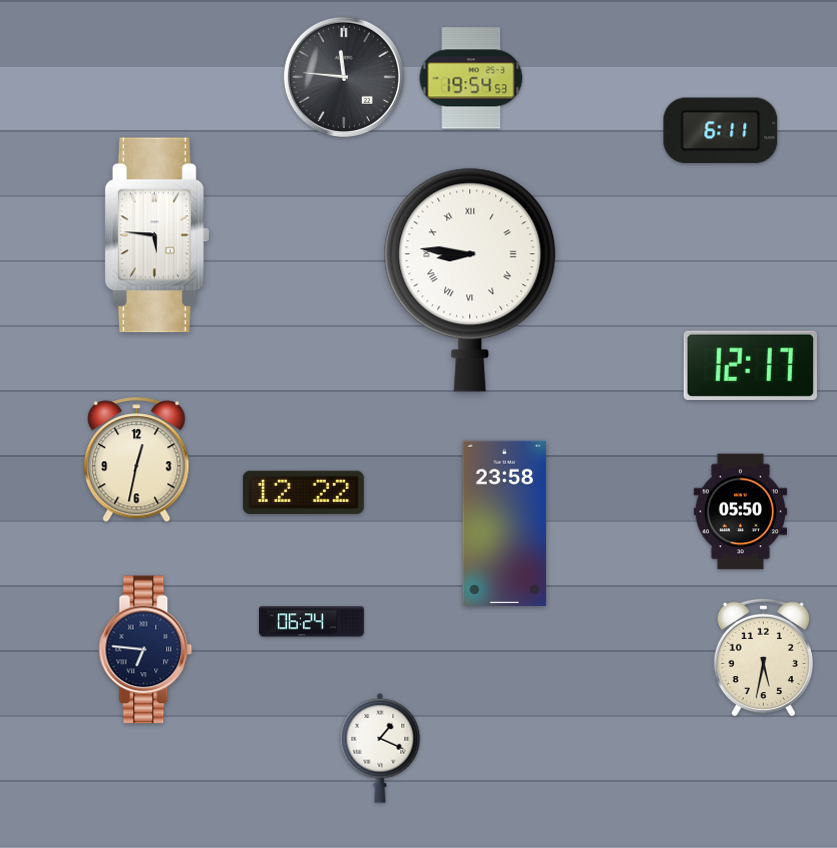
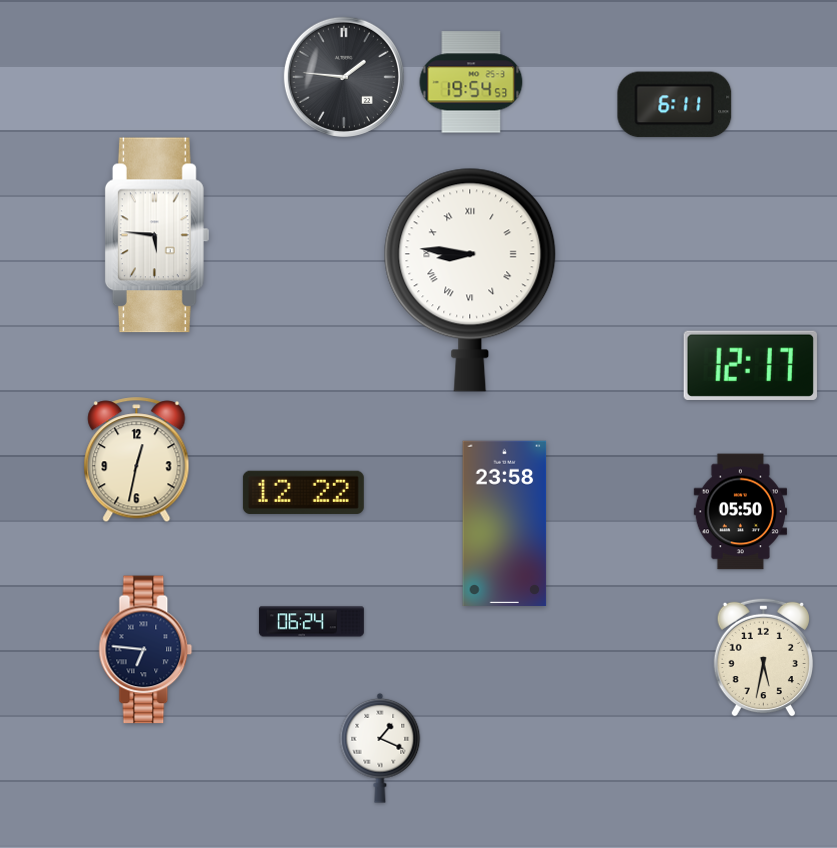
clock at (344, 77): 11:46 -> 1:46
clock at (471, 78) position: (471, 78) -> (471, 82)
clock at (721, 131) position: (721, 131) -> (675, 105)
